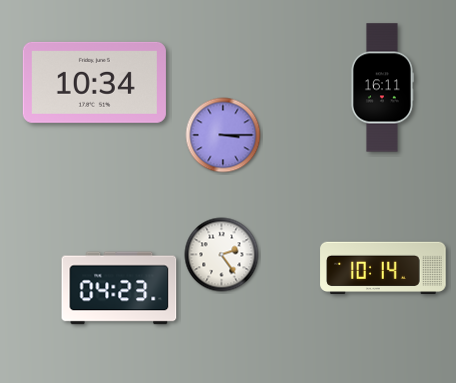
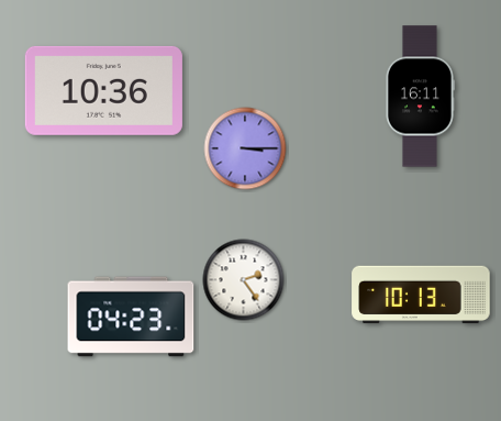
clock at (94, 82): 10:34 -> 10:36
clock at (383, 268): 10:14 -> 10:13
